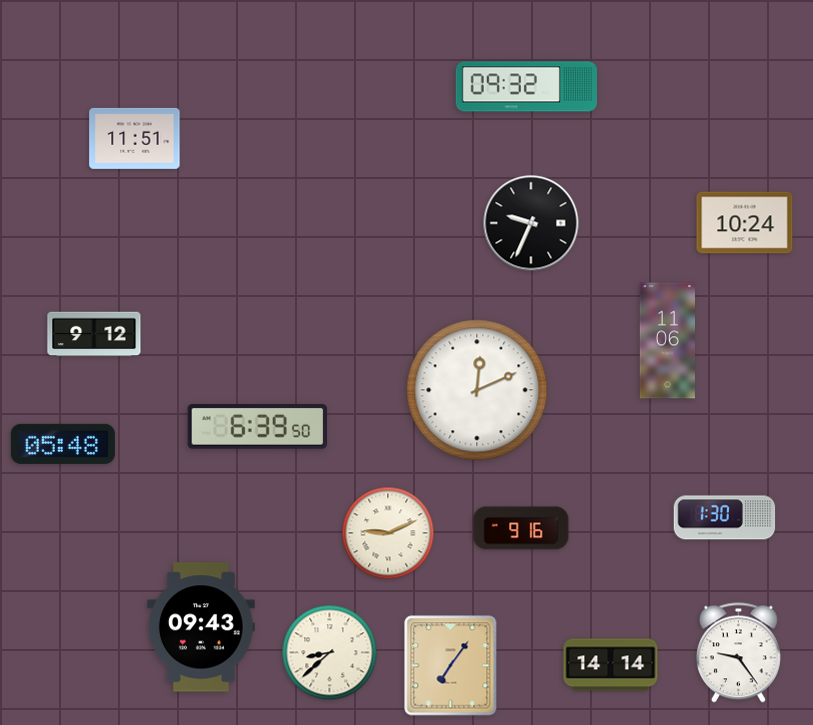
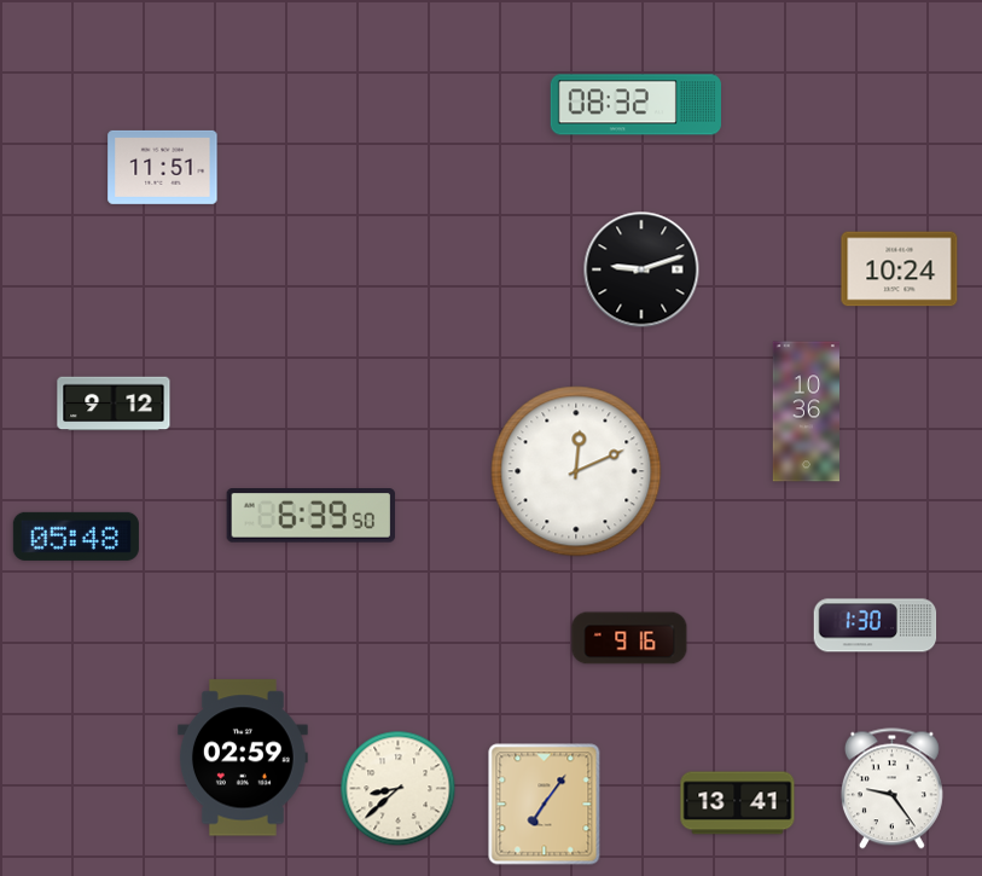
clock at (526, 87): 09:32 -> 08:32
clock at (531, 223): 9:34 -> 9:12
clock at (667, 341): 11:06 -> 10:36
clock at (388, 533): 9:11 -> none
clock at (201, 627): 09:43 -> 02:59
clock at (611, 665): 14:14 -> 13:41
